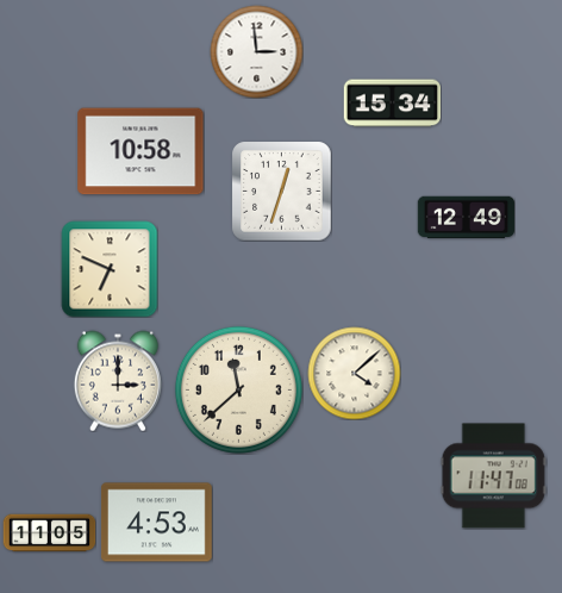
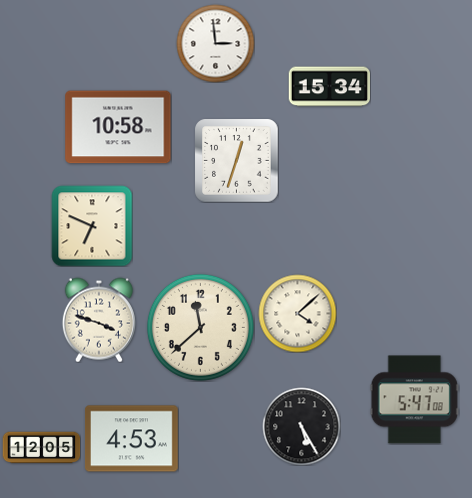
clock at (466, 218): 12:49 -> none
clock at (118, 381): 3:00 -> 3:48
clock at (493, 476): 11:47 -> 5:47
clock at (301, 426): none -> 5:25
clock at (49, 533): 11:05 -> 12:05
